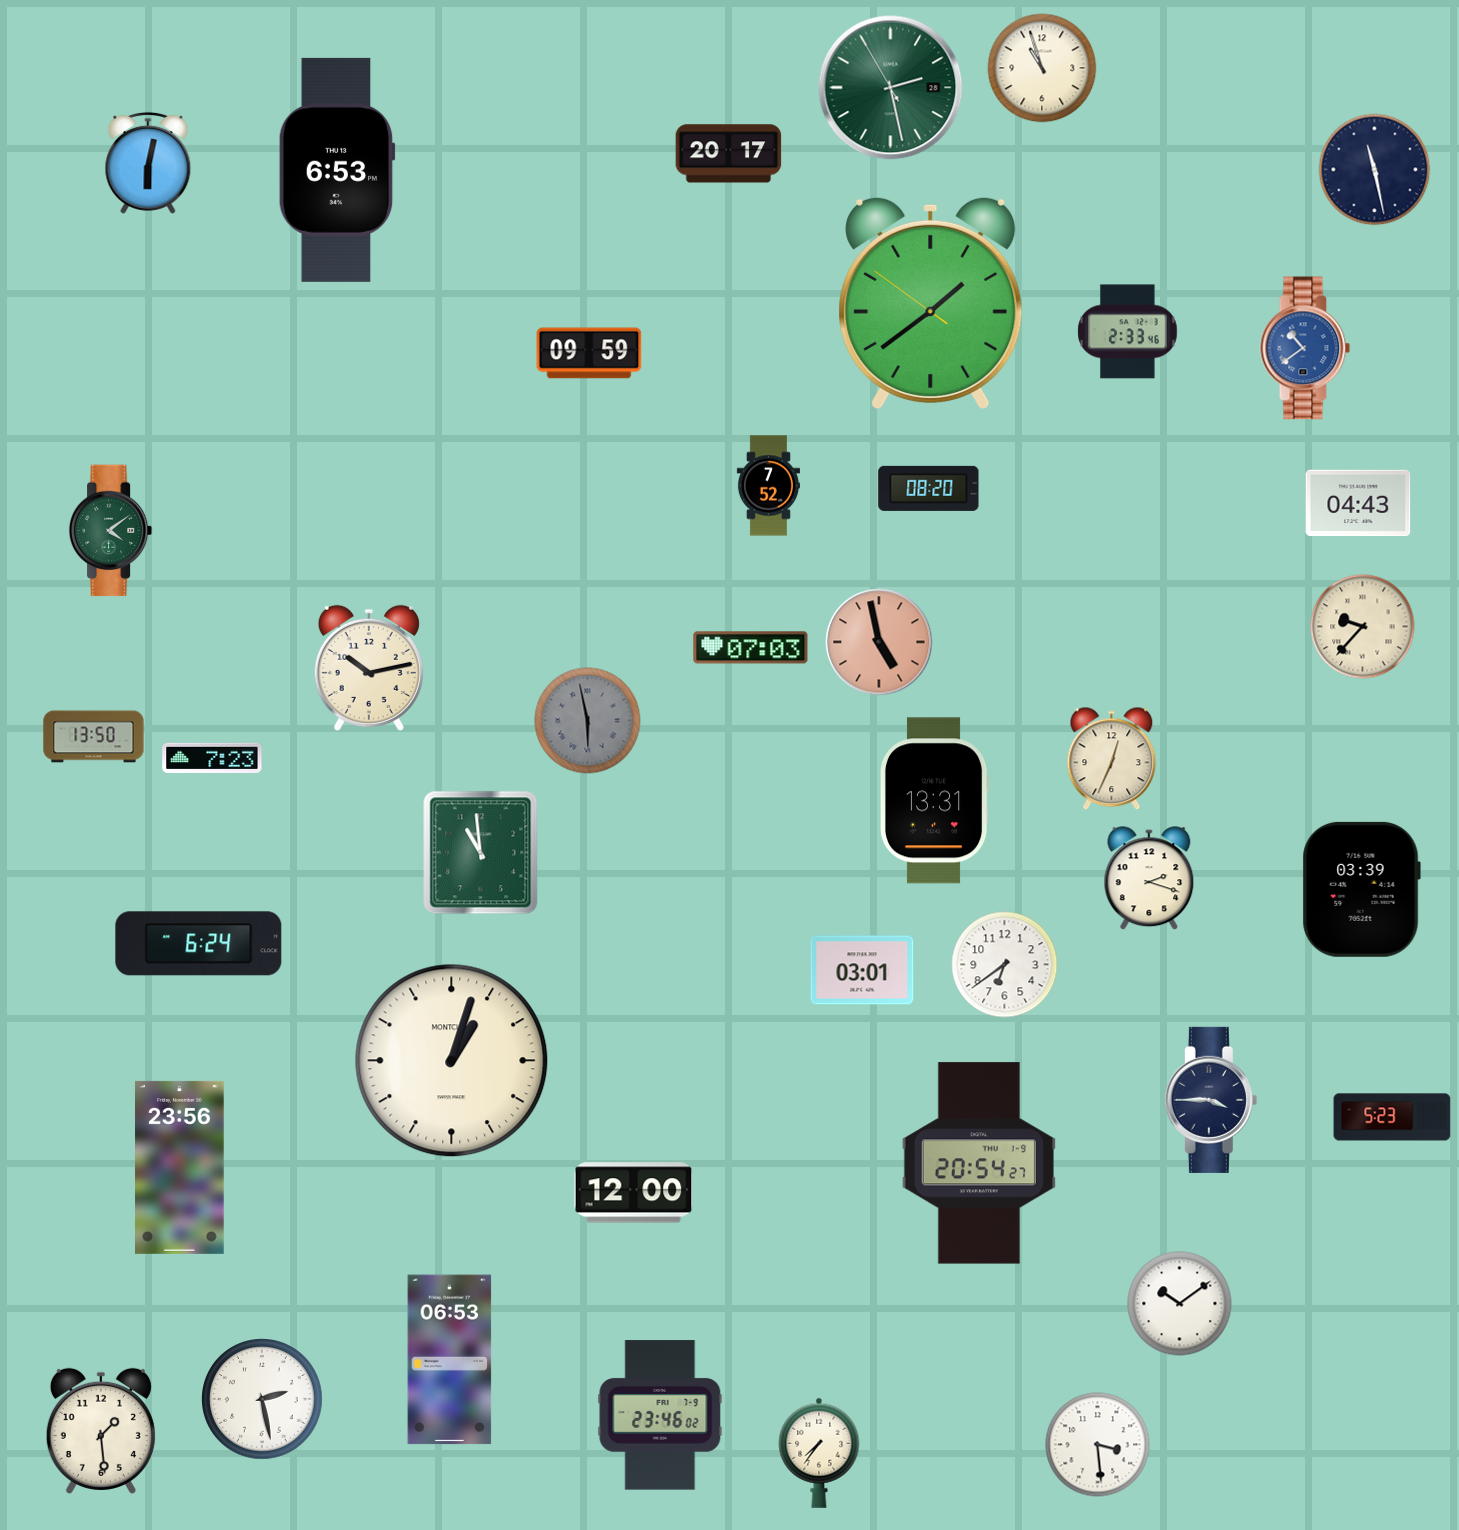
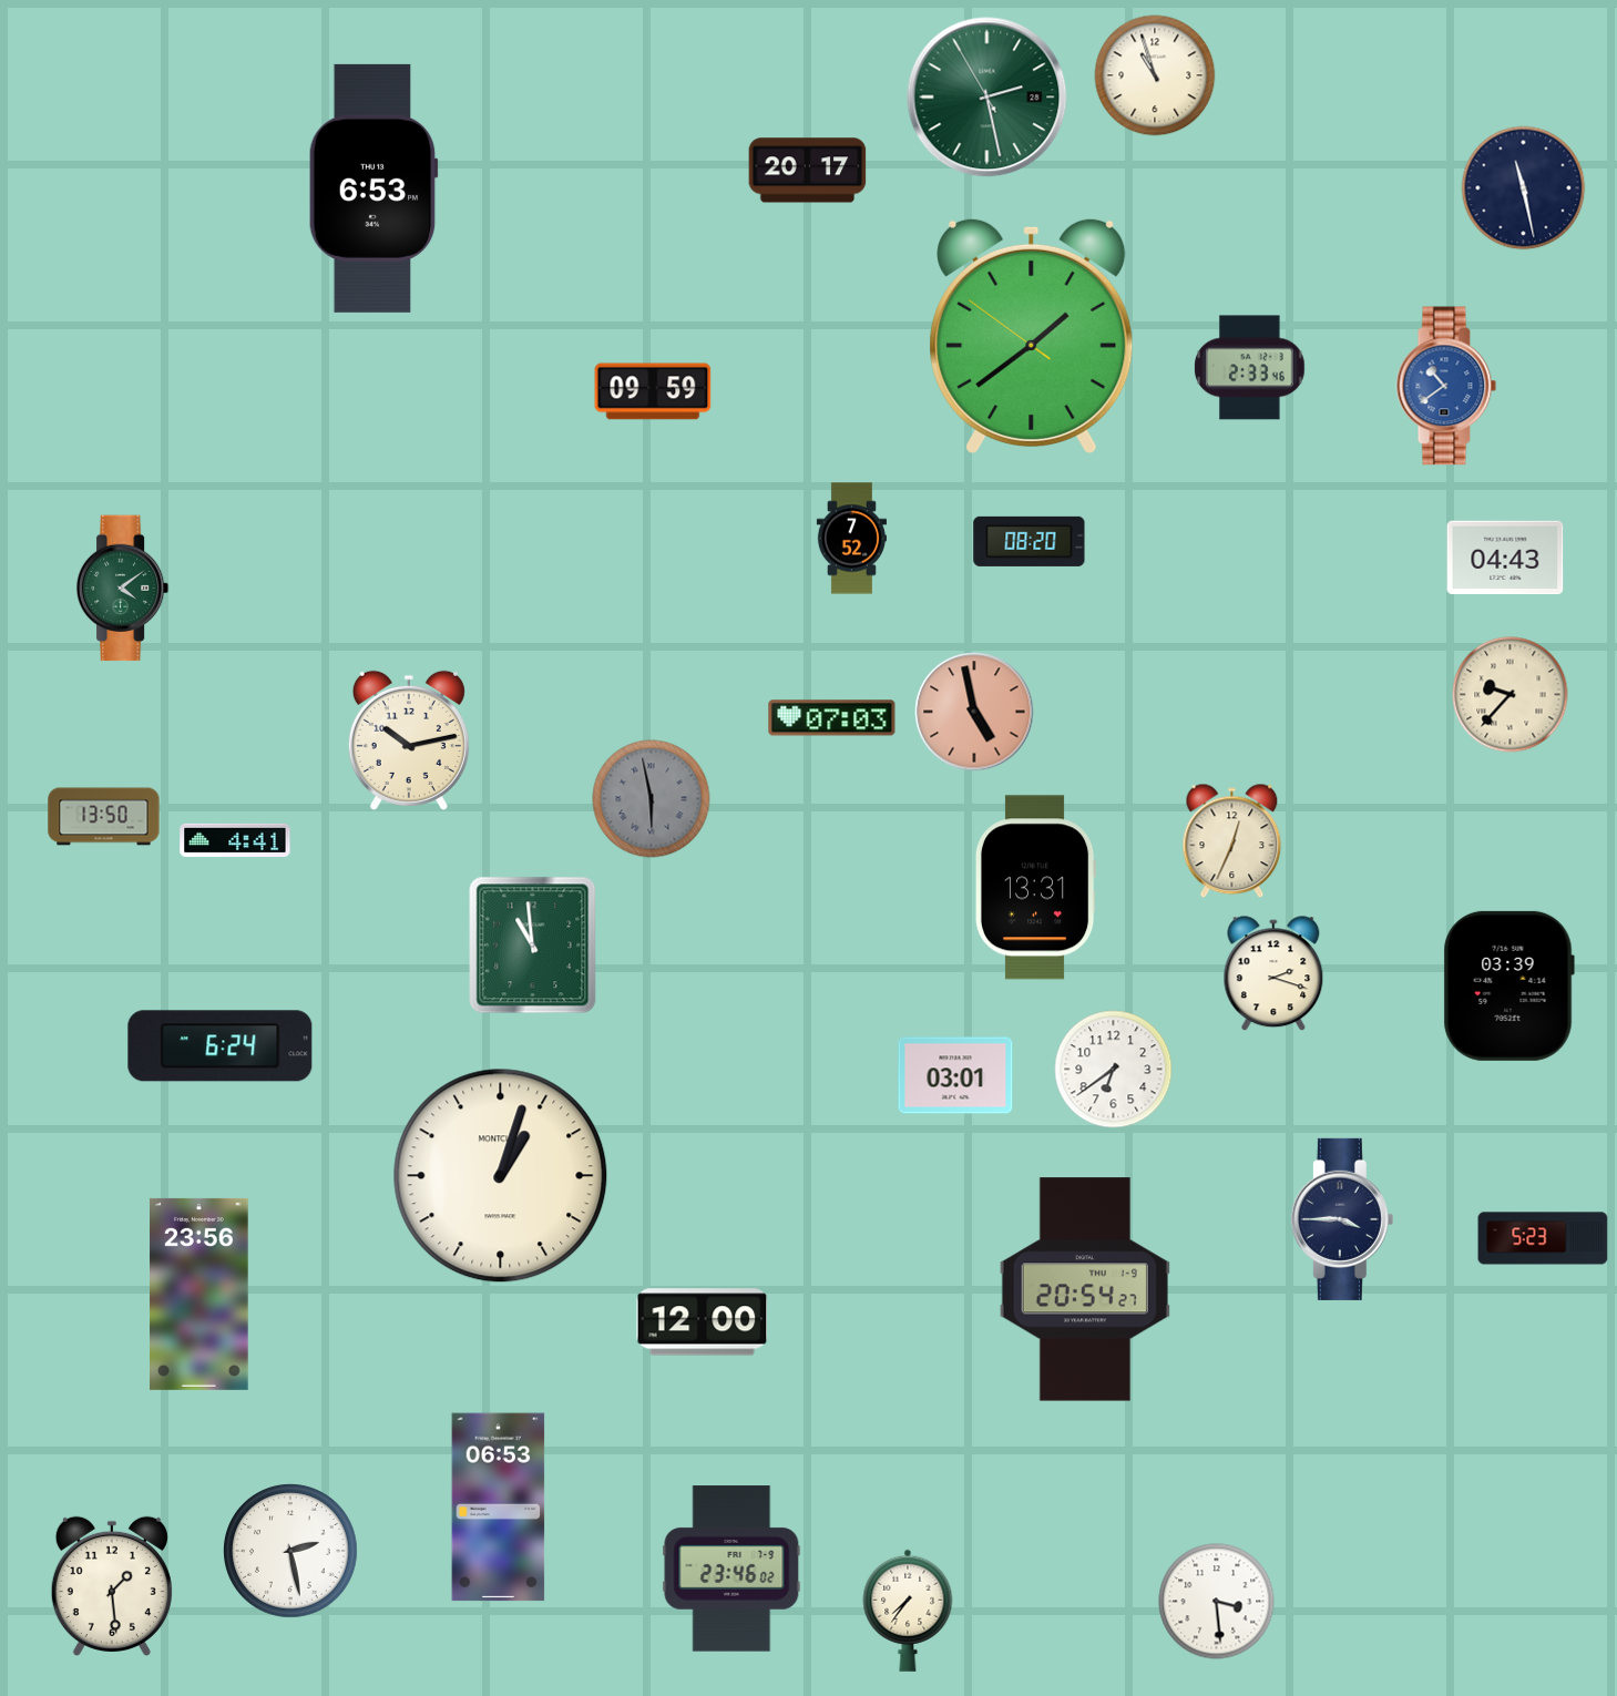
clock at (148, 163): 6:02 -> none
clock at (212, 758): 7:23 -> 4:41
clock at (1180, 1304): 10:09 -> none
